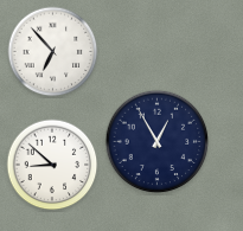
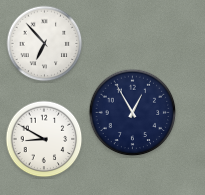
clock at (158, 142) position: (158, 142) -> (133, 113)
clock at (52, 165): 8:52 -> 8:50
